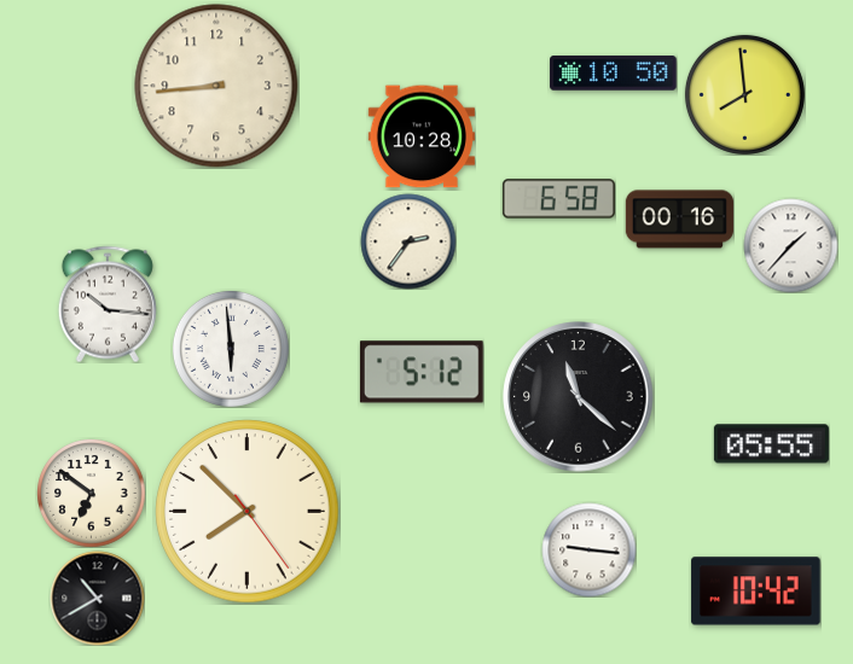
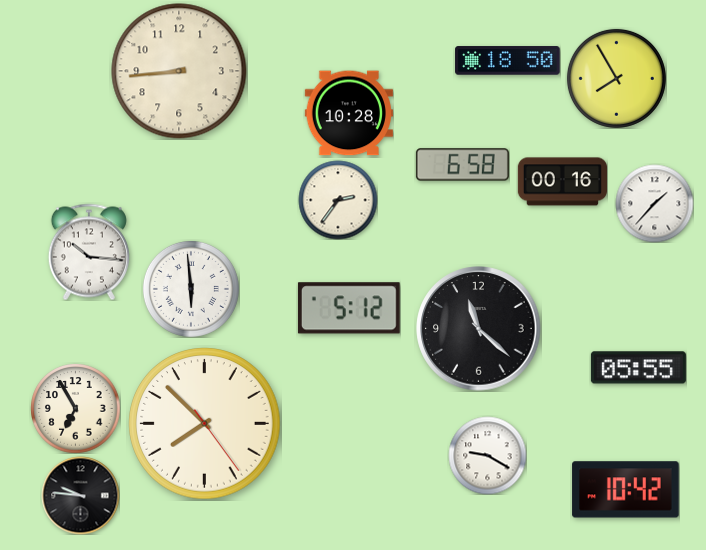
clock at (614, 74): 10:50 -> 18:50
clock at (744, 94): 7:59 -> 7:55
clock at (91, 493): 6:51 -> 6:55
clock at (588, 549): 9:16 -> 9:20
clock at (97, 598): 10:40 -> 9:46
